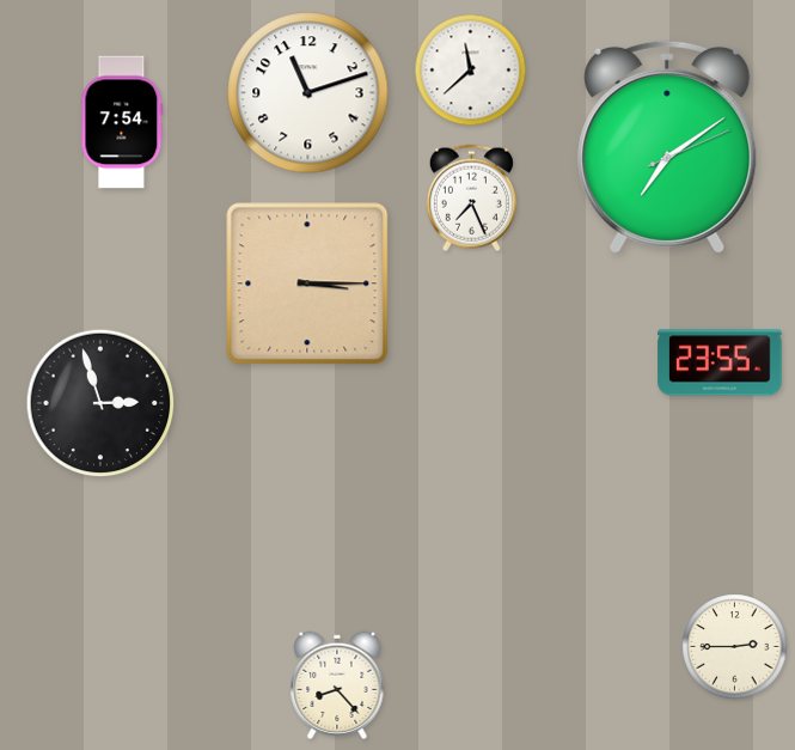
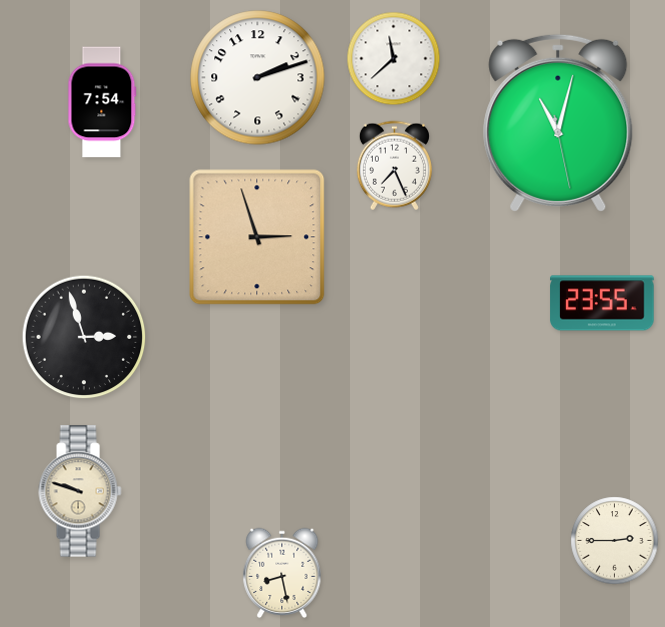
clock at (308, 93): 11:12 -> 2:12
clock at (667, 147): 7:09 -> 11:02
clock at (307, 283): 3:15 -> 2:57
clock at (80, 491): none -> 9:48
clock at (337, 685): 8:23 -> 8:28
